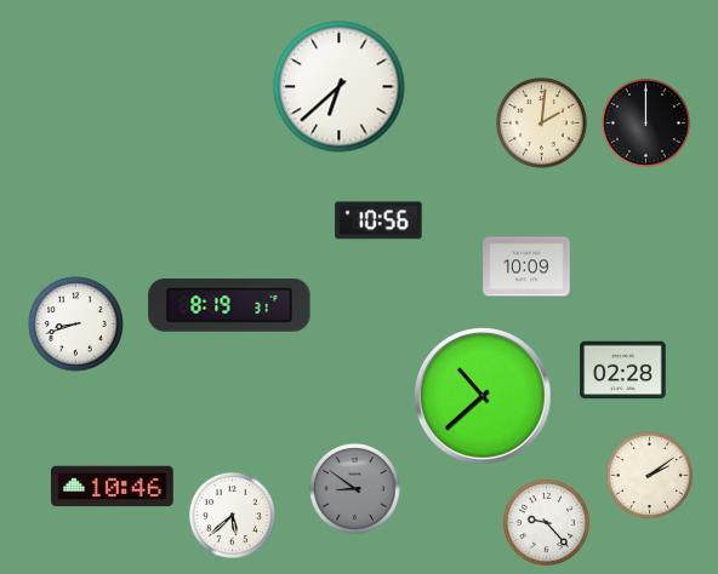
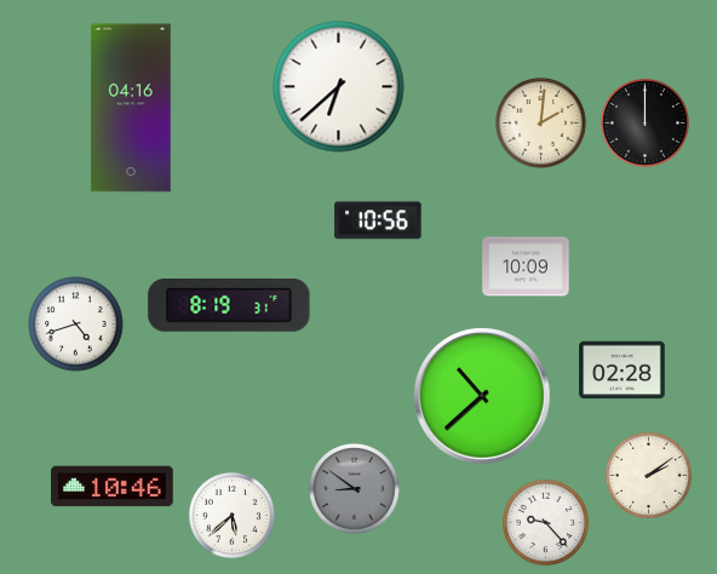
clock at (131, 108): none -> 04:16
clock at (76, 325): 8:42 -> 4:42
